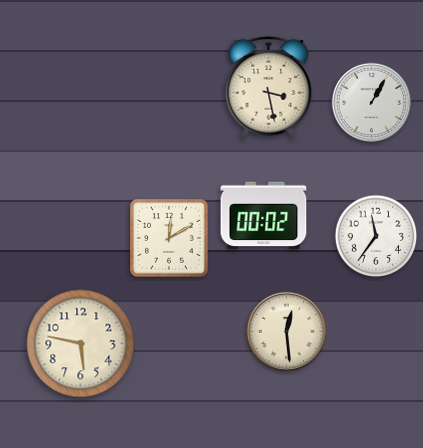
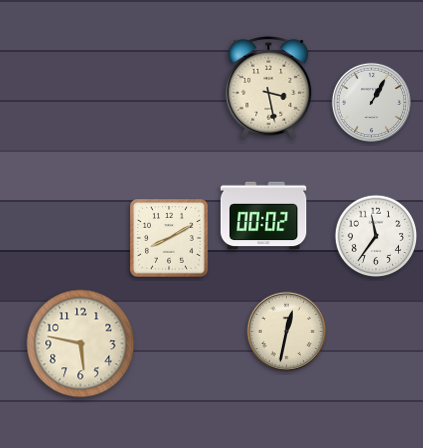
clock at (169, 238): 12:10 -> 8:10
clock at (287, 332): 12:29 -> 12:32
